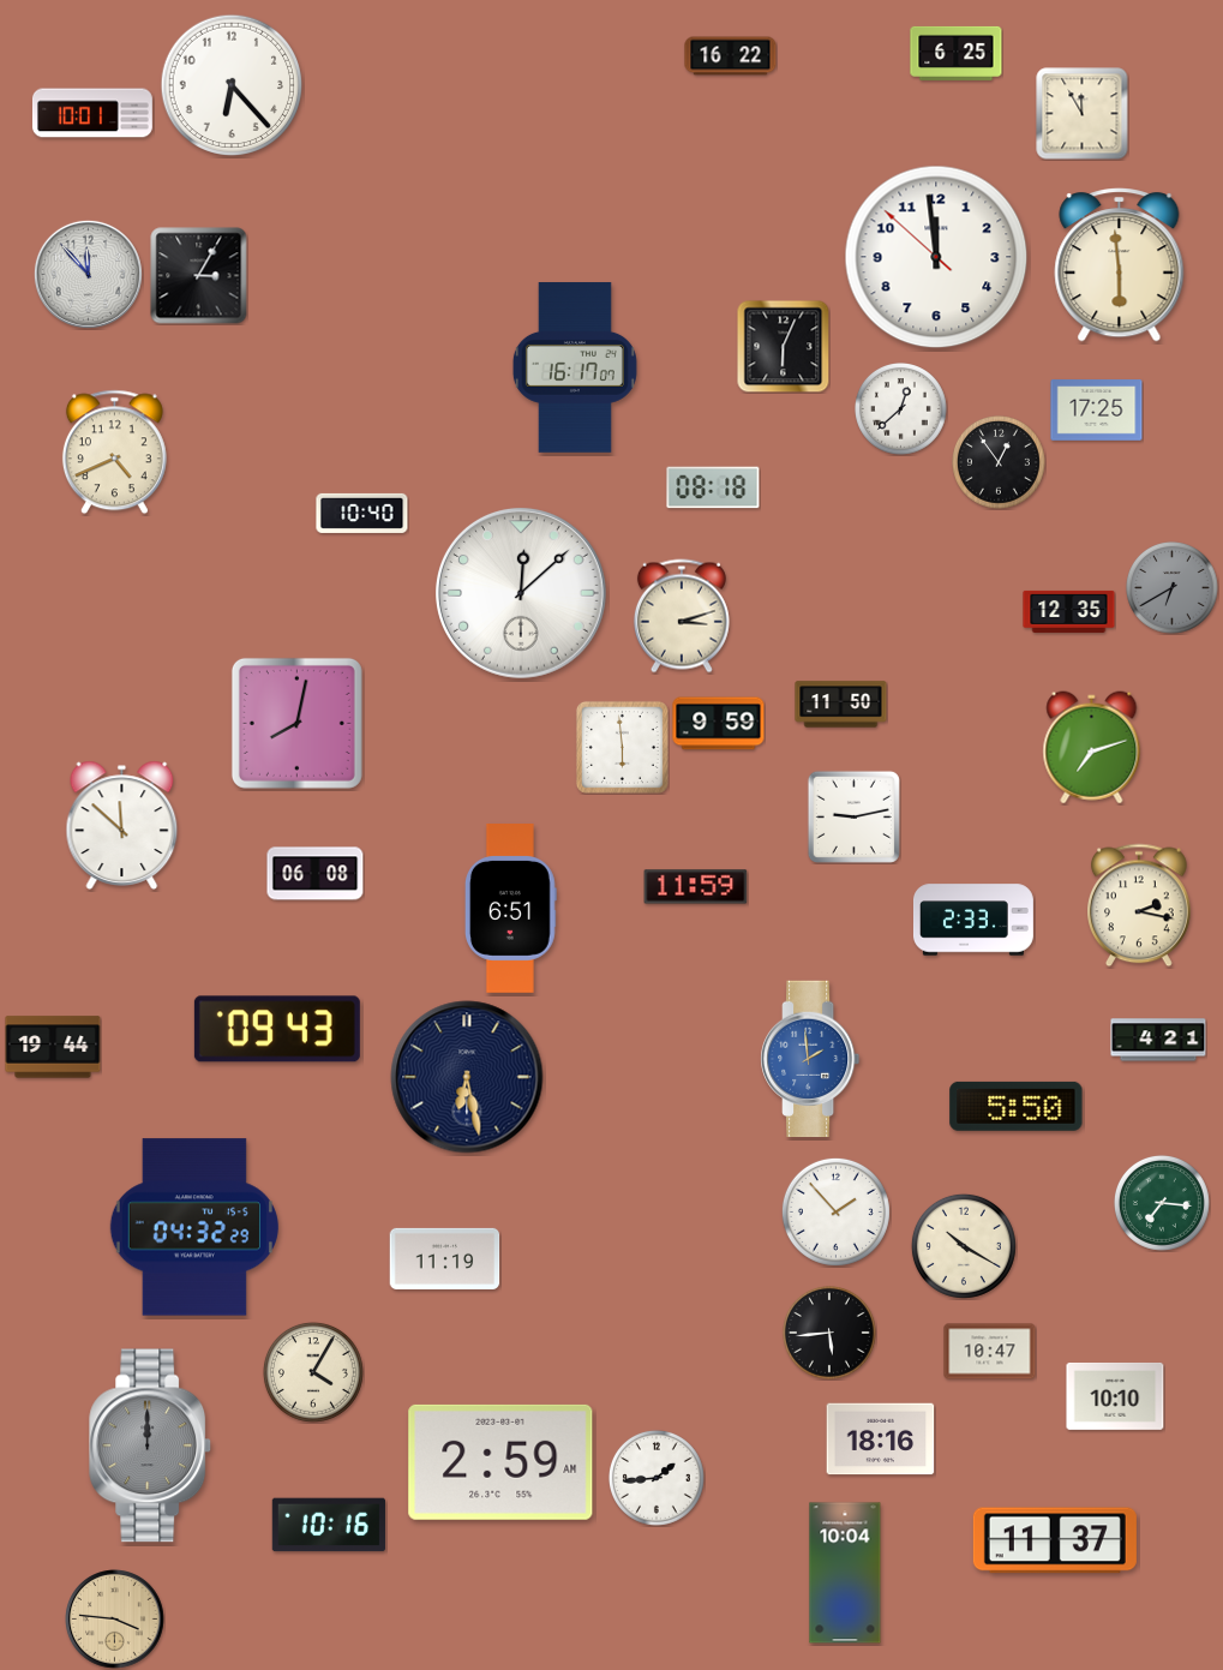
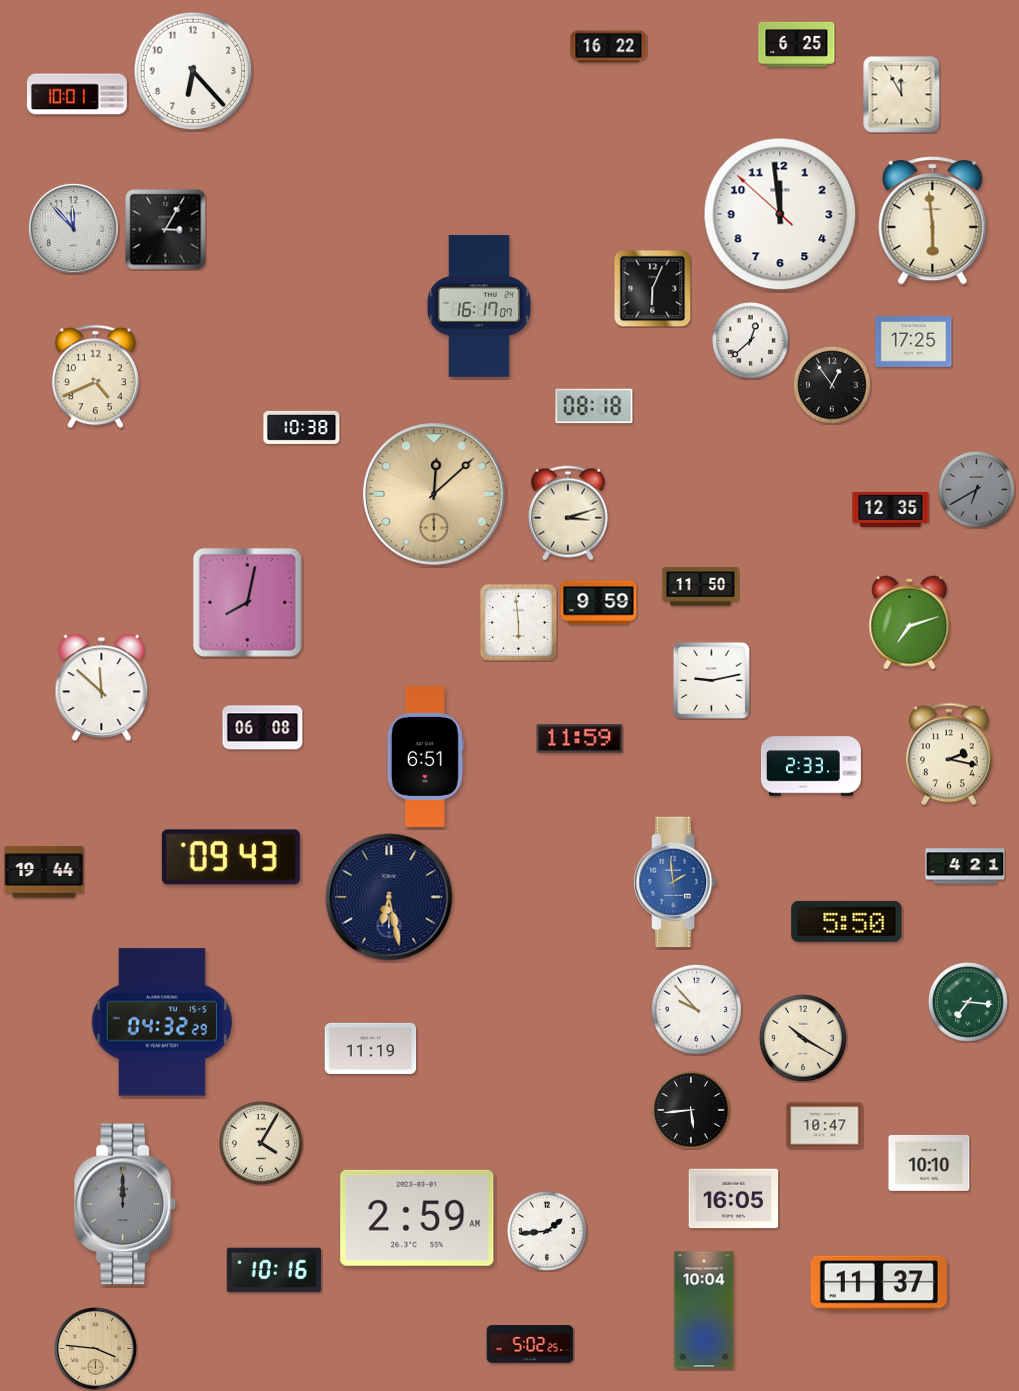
clock at (362, 513): 10:40 -> 10:38
clock at (521, 593) dial: white -> champagne
clock at (835, 1211): 1:53 -> 9:53
clock at (881, 1439): 18:16 -> 16:05
clock at (530, 1344): none -> 5:02
